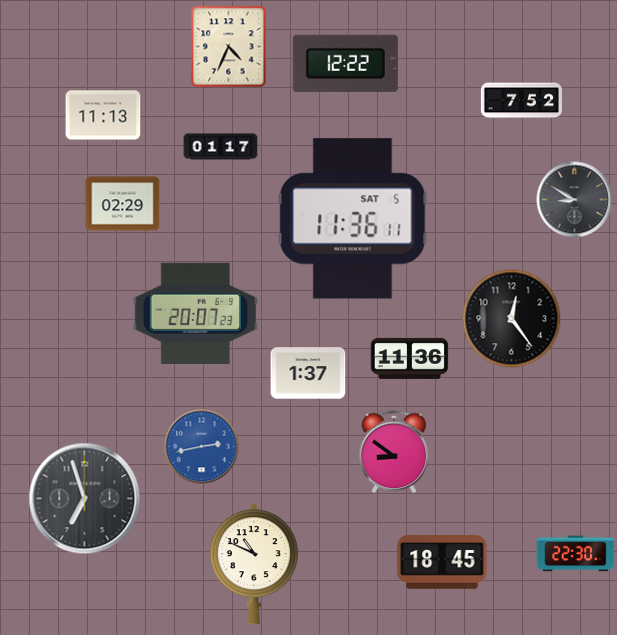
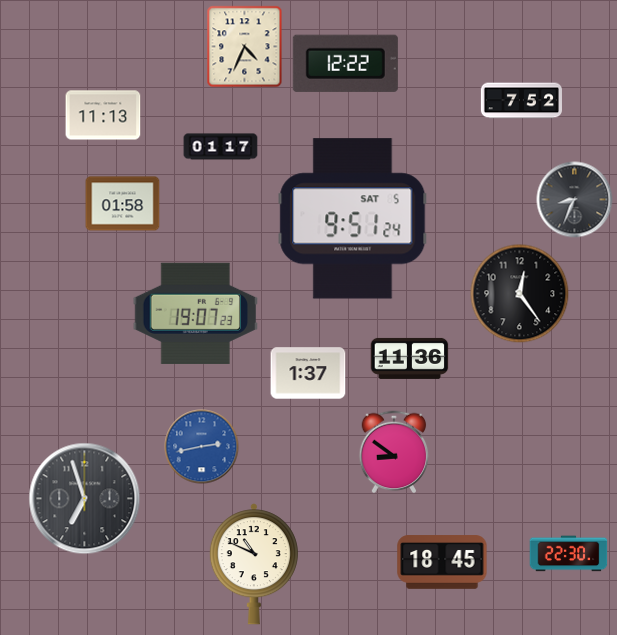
clock at (229, 47) position: (229, 47) -> (245, 47)
clock at (575, 200): 8:50 -> 8:34
clock at (123, 204): 02:29 -> 01:58
clock at (353, 219): 11:36 -> 9:51
clock at (196, 313): 20:07 -> 19:07
clock at (512, 319) position: (512, 319) -> (520, 294)
clock at (576, 554) position: (576, 554) -> (569, 554)
